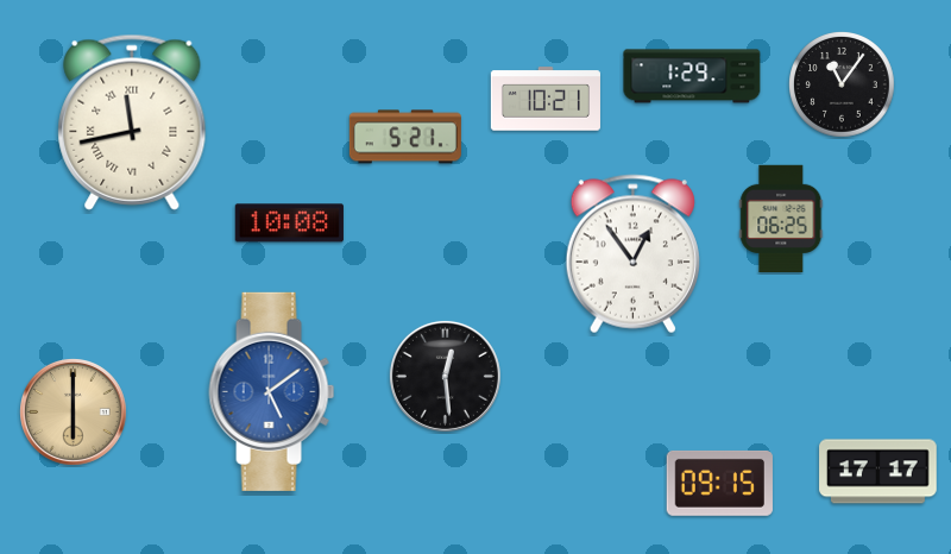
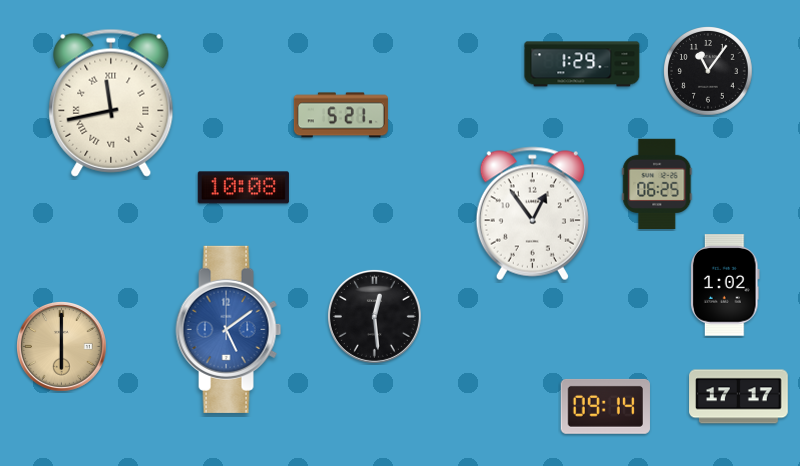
clock at (546, 99): 10:21 -> none
clock at (726, 285): none -> 1:02
clock at (719, 483): 09:15 -> 09:14
